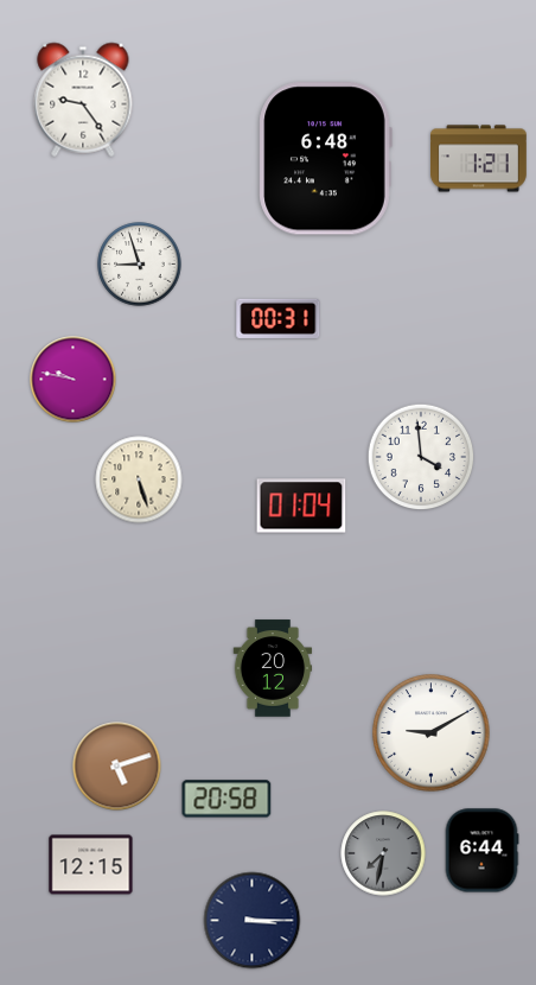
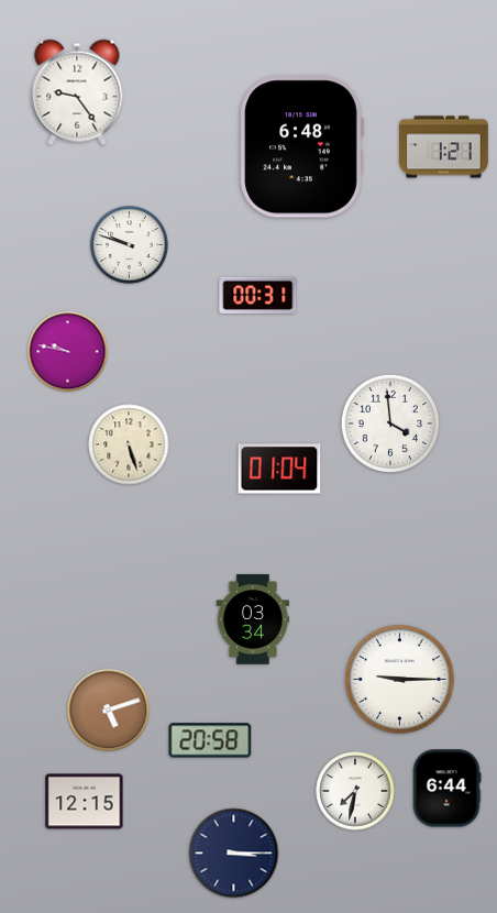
clock at (140, 265): 8:57 -> 9:48
clock at (273, 668): 20:12 -> 03:34
clock at (432, 733): 9:10 -> 9:15
clock at (383, 853) dial: grey -> white
